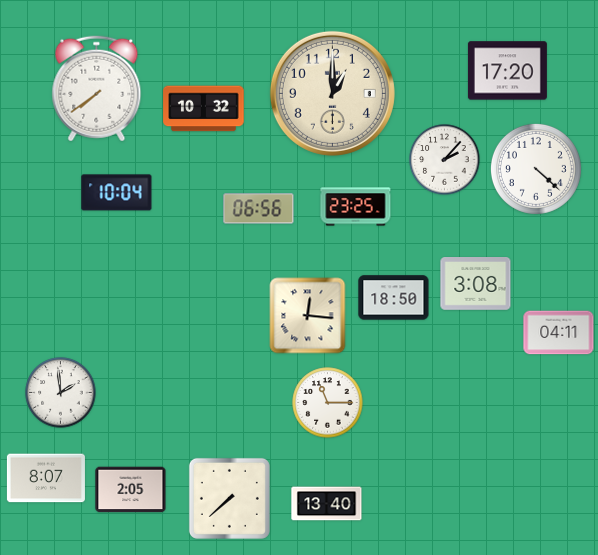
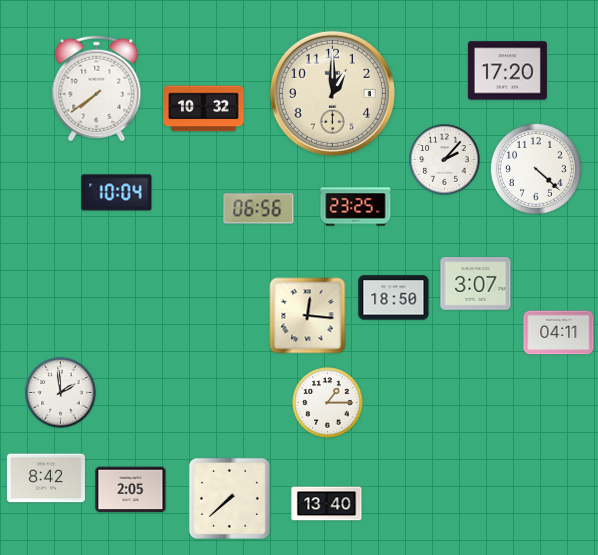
clock at (476, 284): 3:08 -> 3:07
clock at (328, 403): 11:15 -> 1:15
clock at (46, 478): 8:07 -> 8:42
